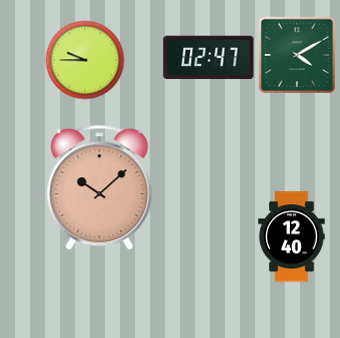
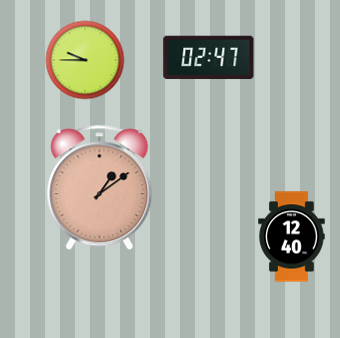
clock at (296, 54): 4:10 -> none
clock at (100, 188): 10:08 -> 1:09
